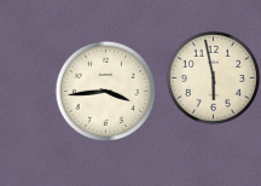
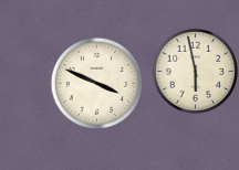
clock at (105, 91): 3:44 -> 3:49
